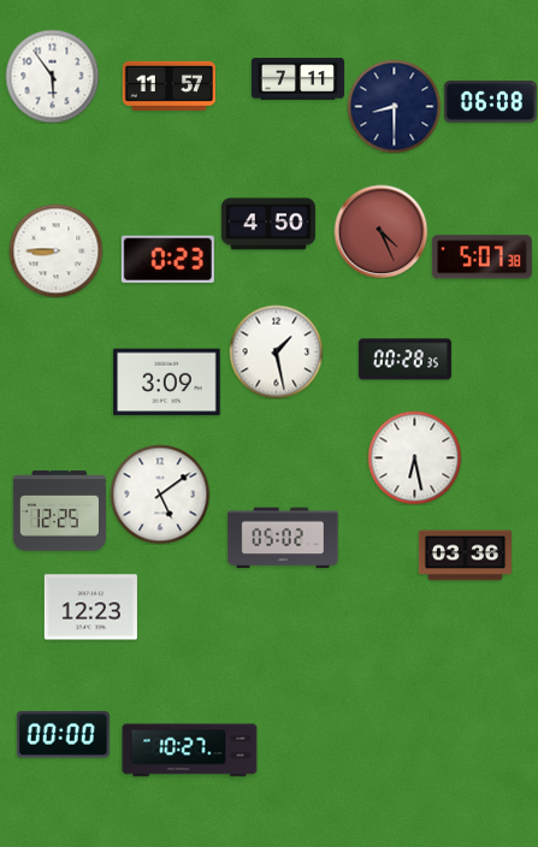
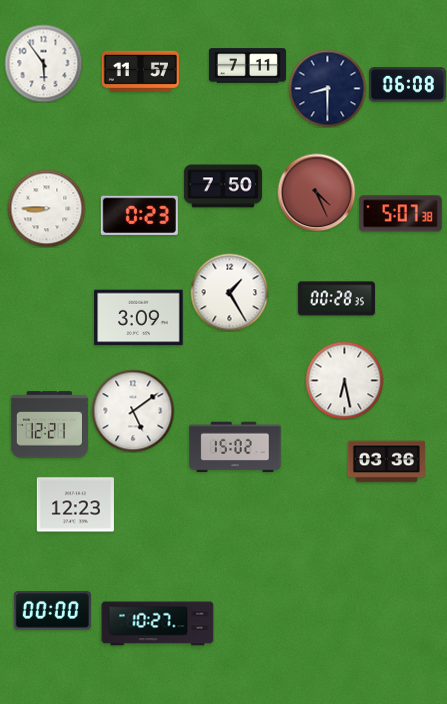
clock at (268, 224): 4:50 -> 7:50
clock at (276, 351): 1:28 -> 1:25
clock at (59, 511): 12:25 -> 12:21
clock at (283, 538): 05:02 -> 15:02
